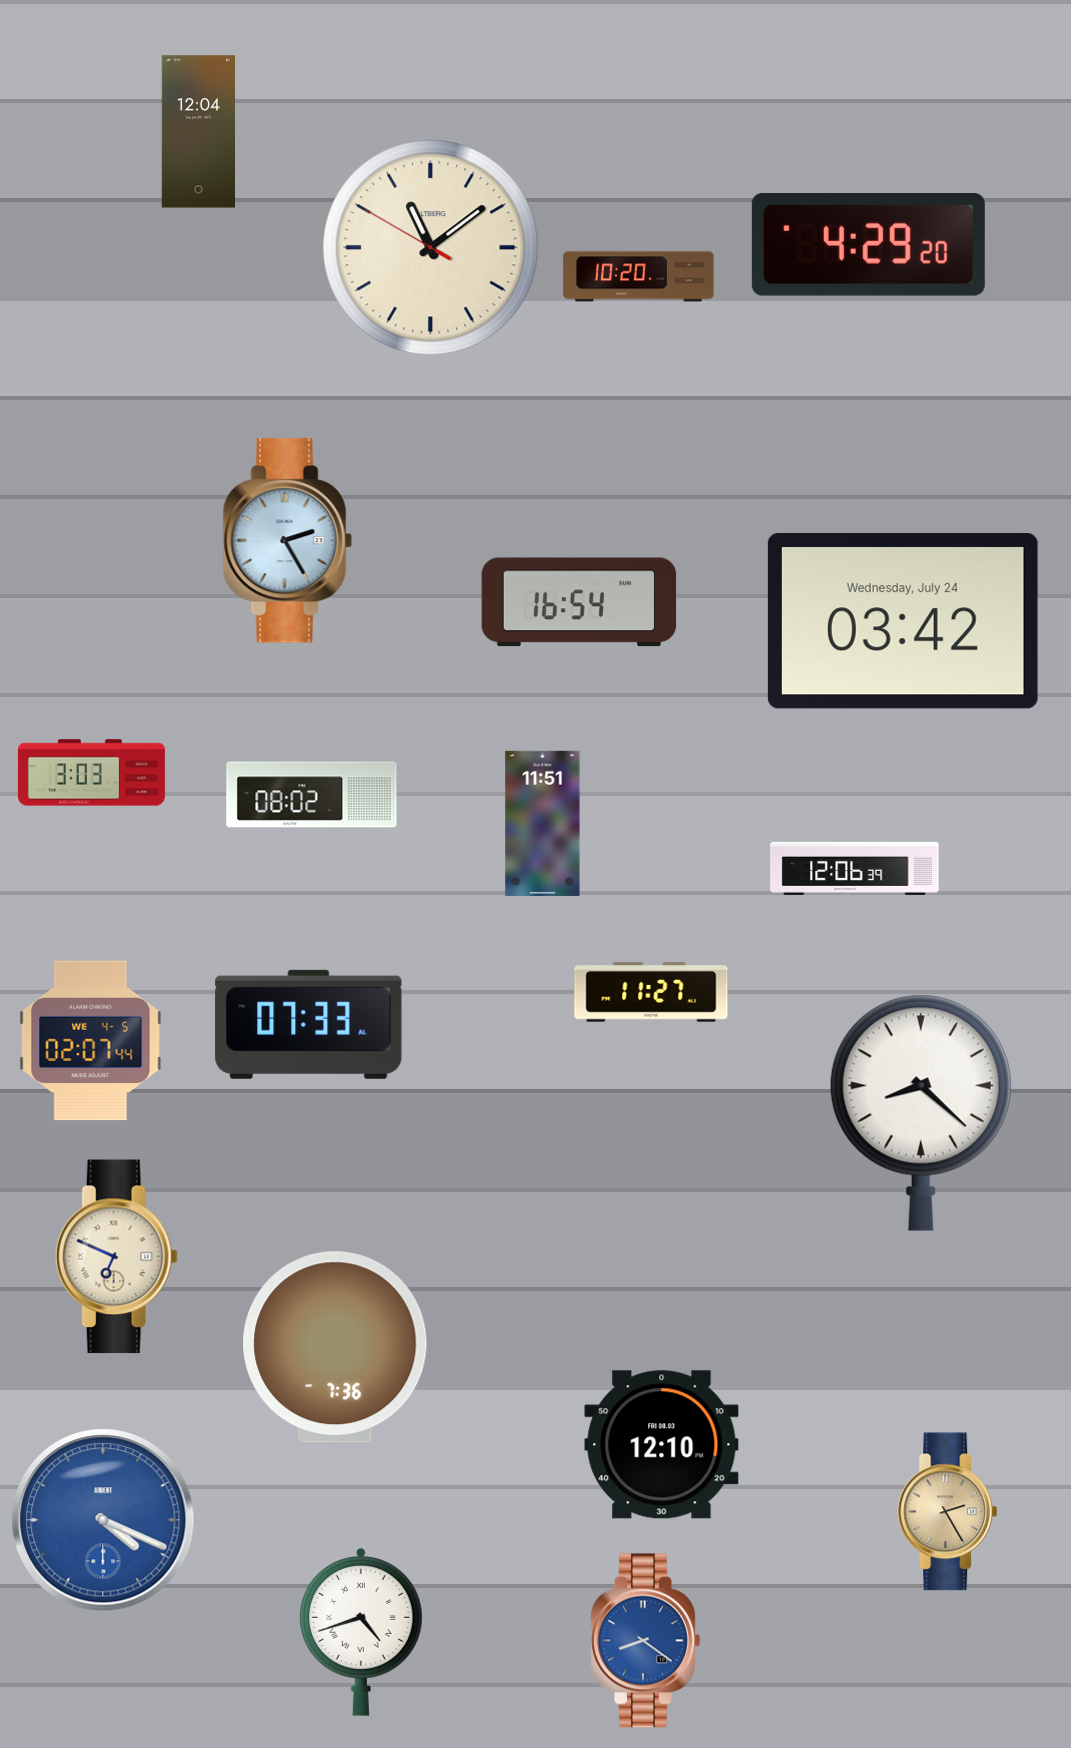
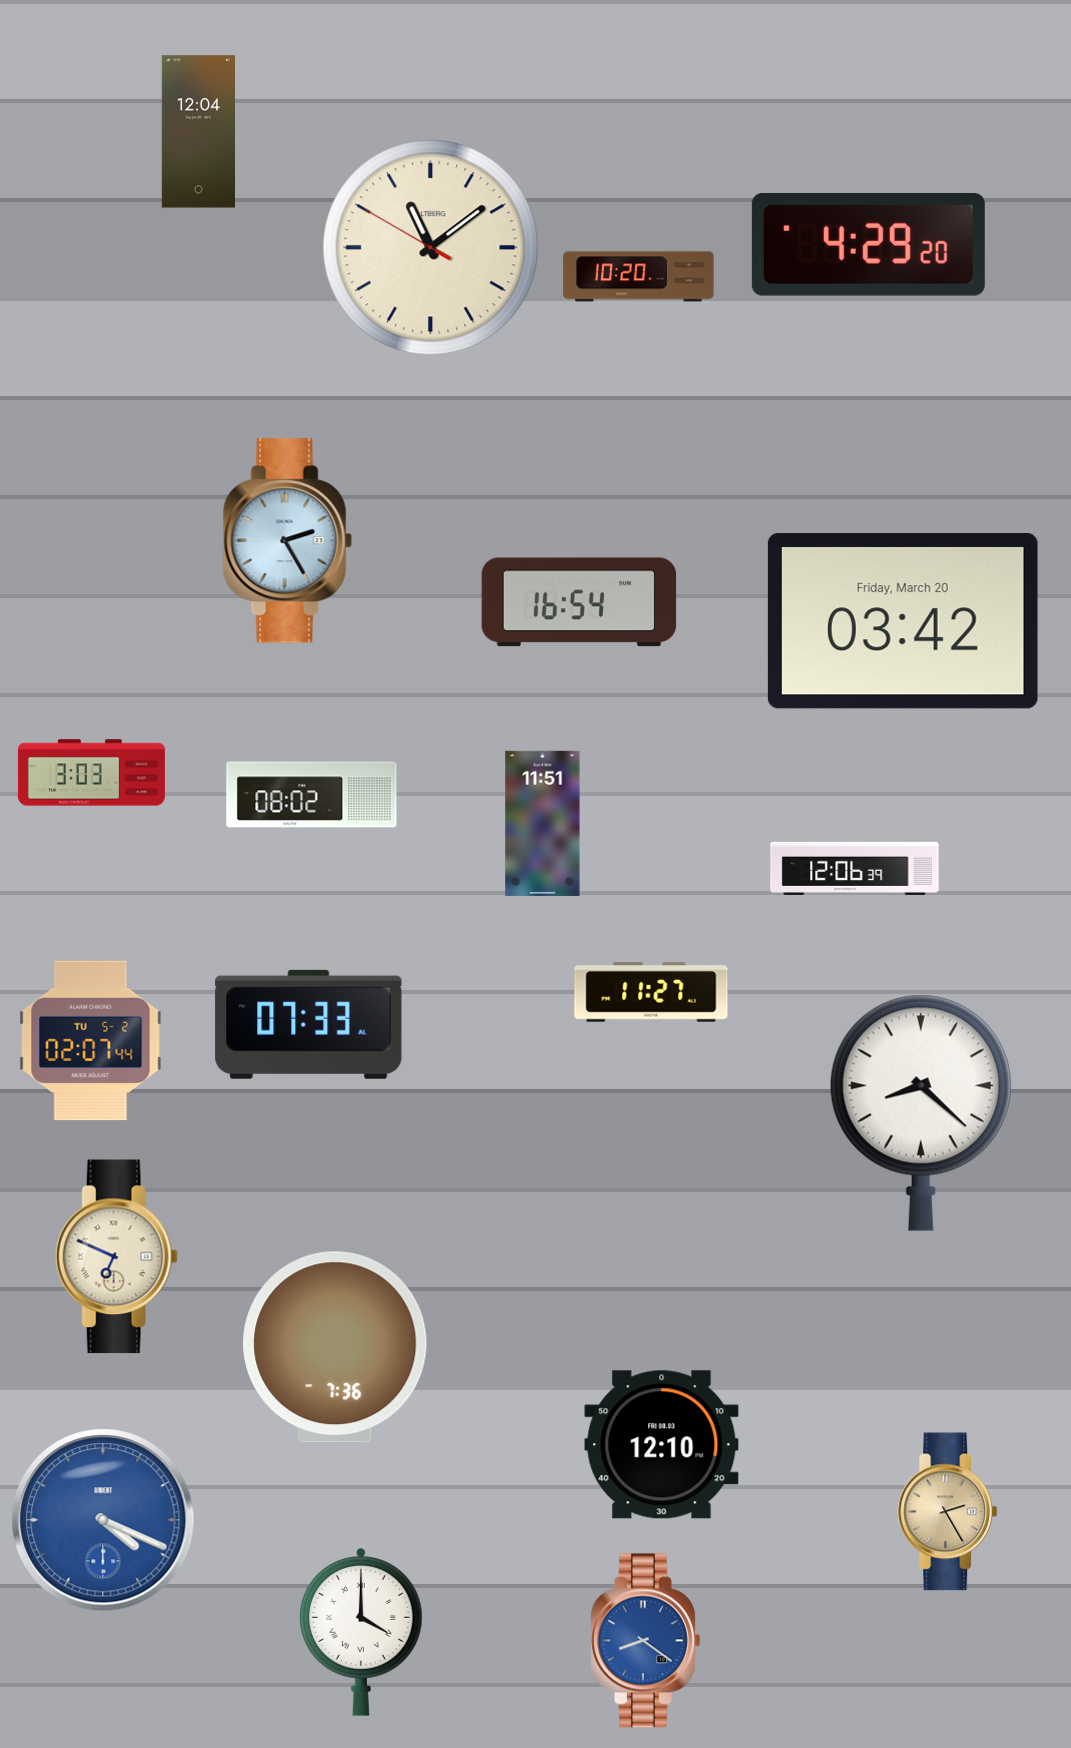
clock at (903, 621) date: Wednesday, July 24 -> Friday, March 20
clock at (91, 1041) date: WE 4-5 -> TU 5-2
clock at (362, 1632): 4:42 -> 4:00
